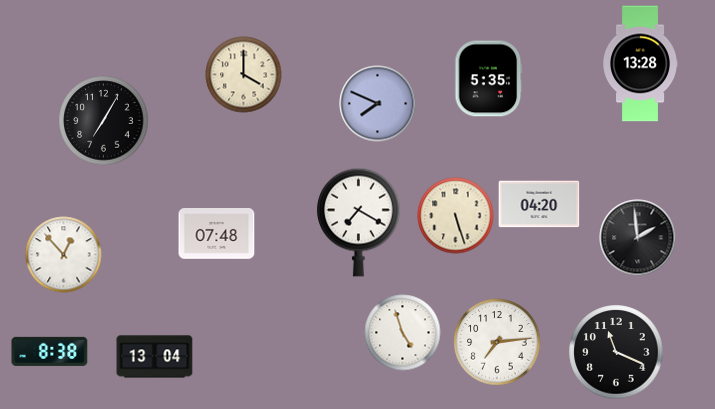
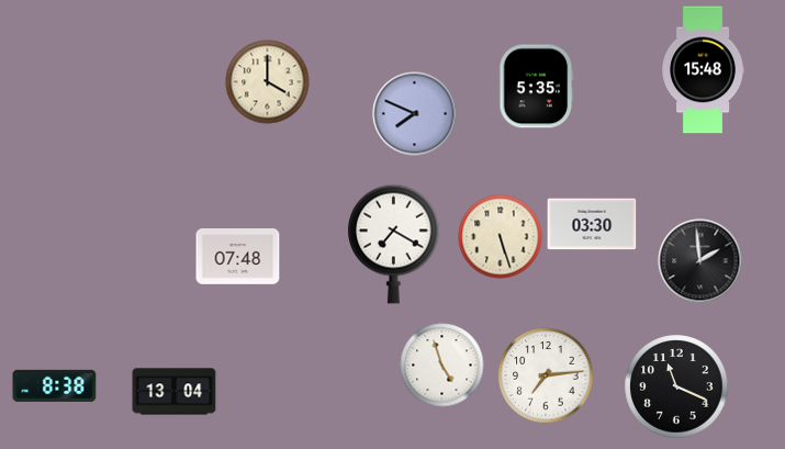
clock at (640, 64): 13:28 -> 15:48
clock at (104, 121): 7:05 -> none
clock at (539, 204): 04:20 -> 03:30
clock at (64, 255): 12:53 -> none
clock at (155, 357) position: (155, 357) -> (175, 392)
